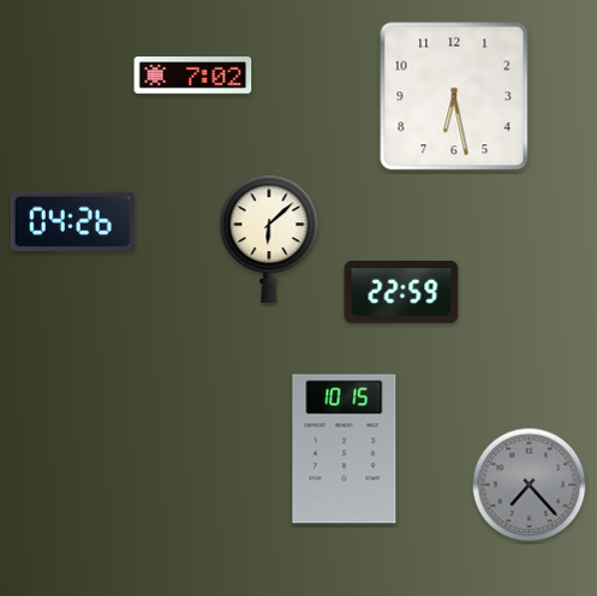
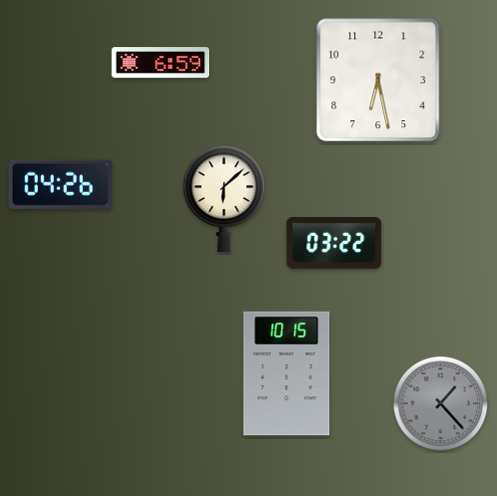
clock at (193, 76): 7:02 -> 6:59
clock at (401, 292): 22:59 -> 03:22
clock at (530, 485): 7:23 -> 1:23
